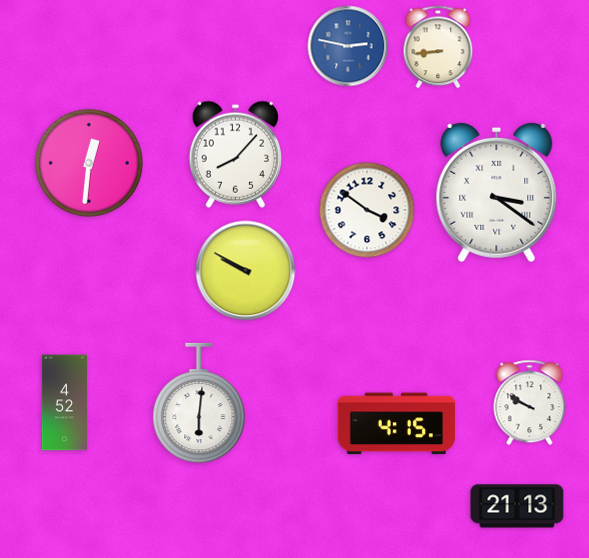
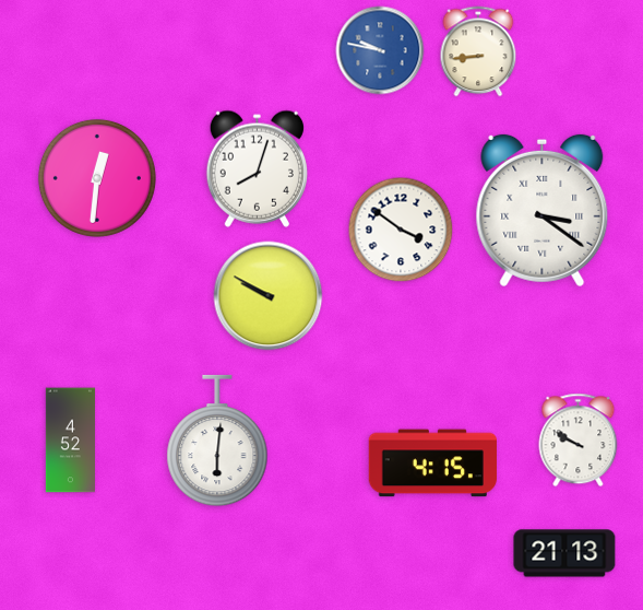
clock at (348, 46): 2:47 -> 9:47
clock at (235, 154): 8:07 -> 8:03
